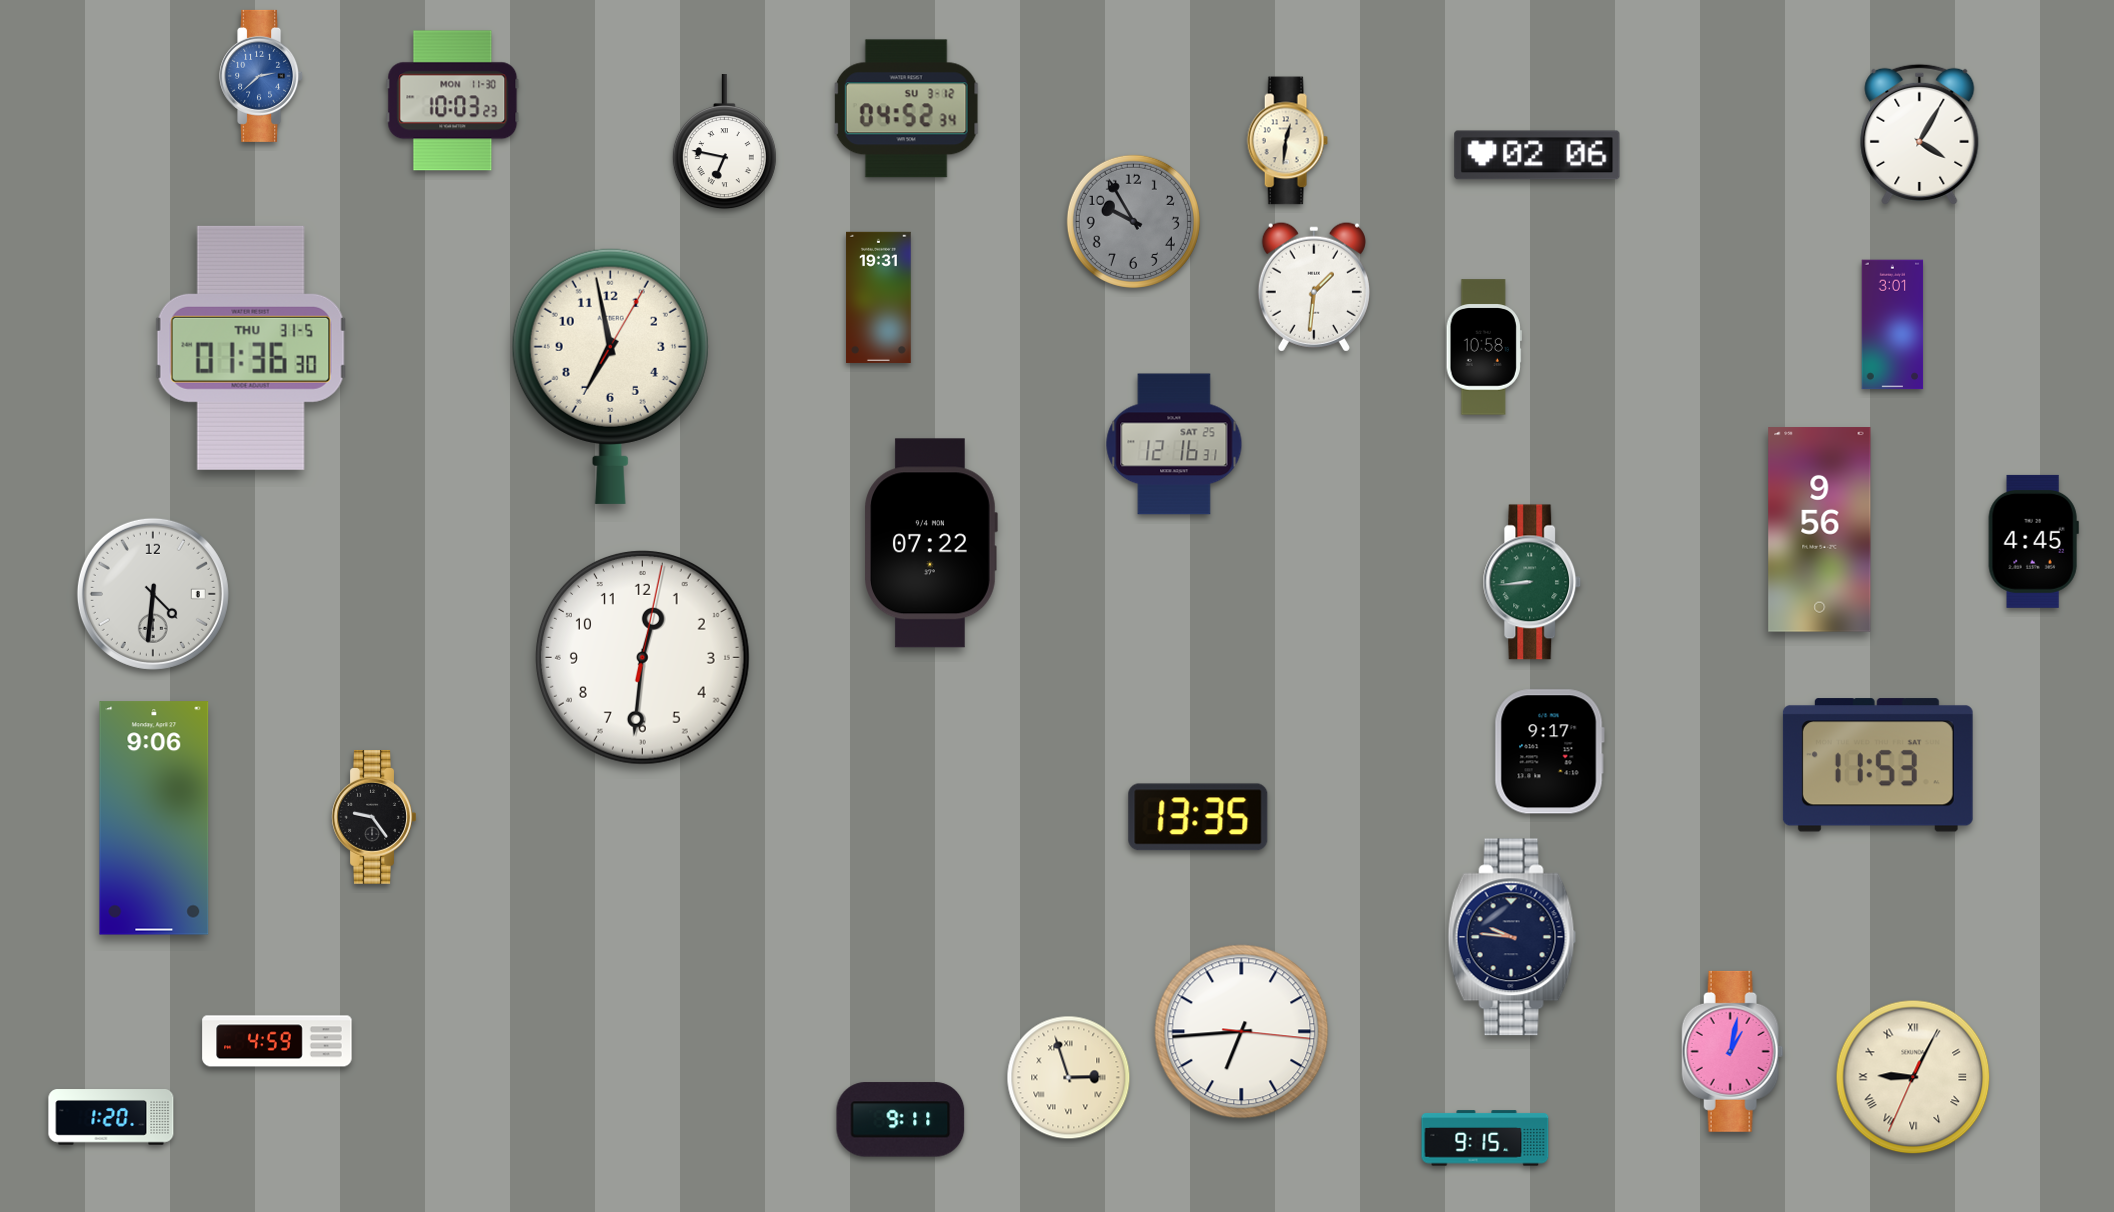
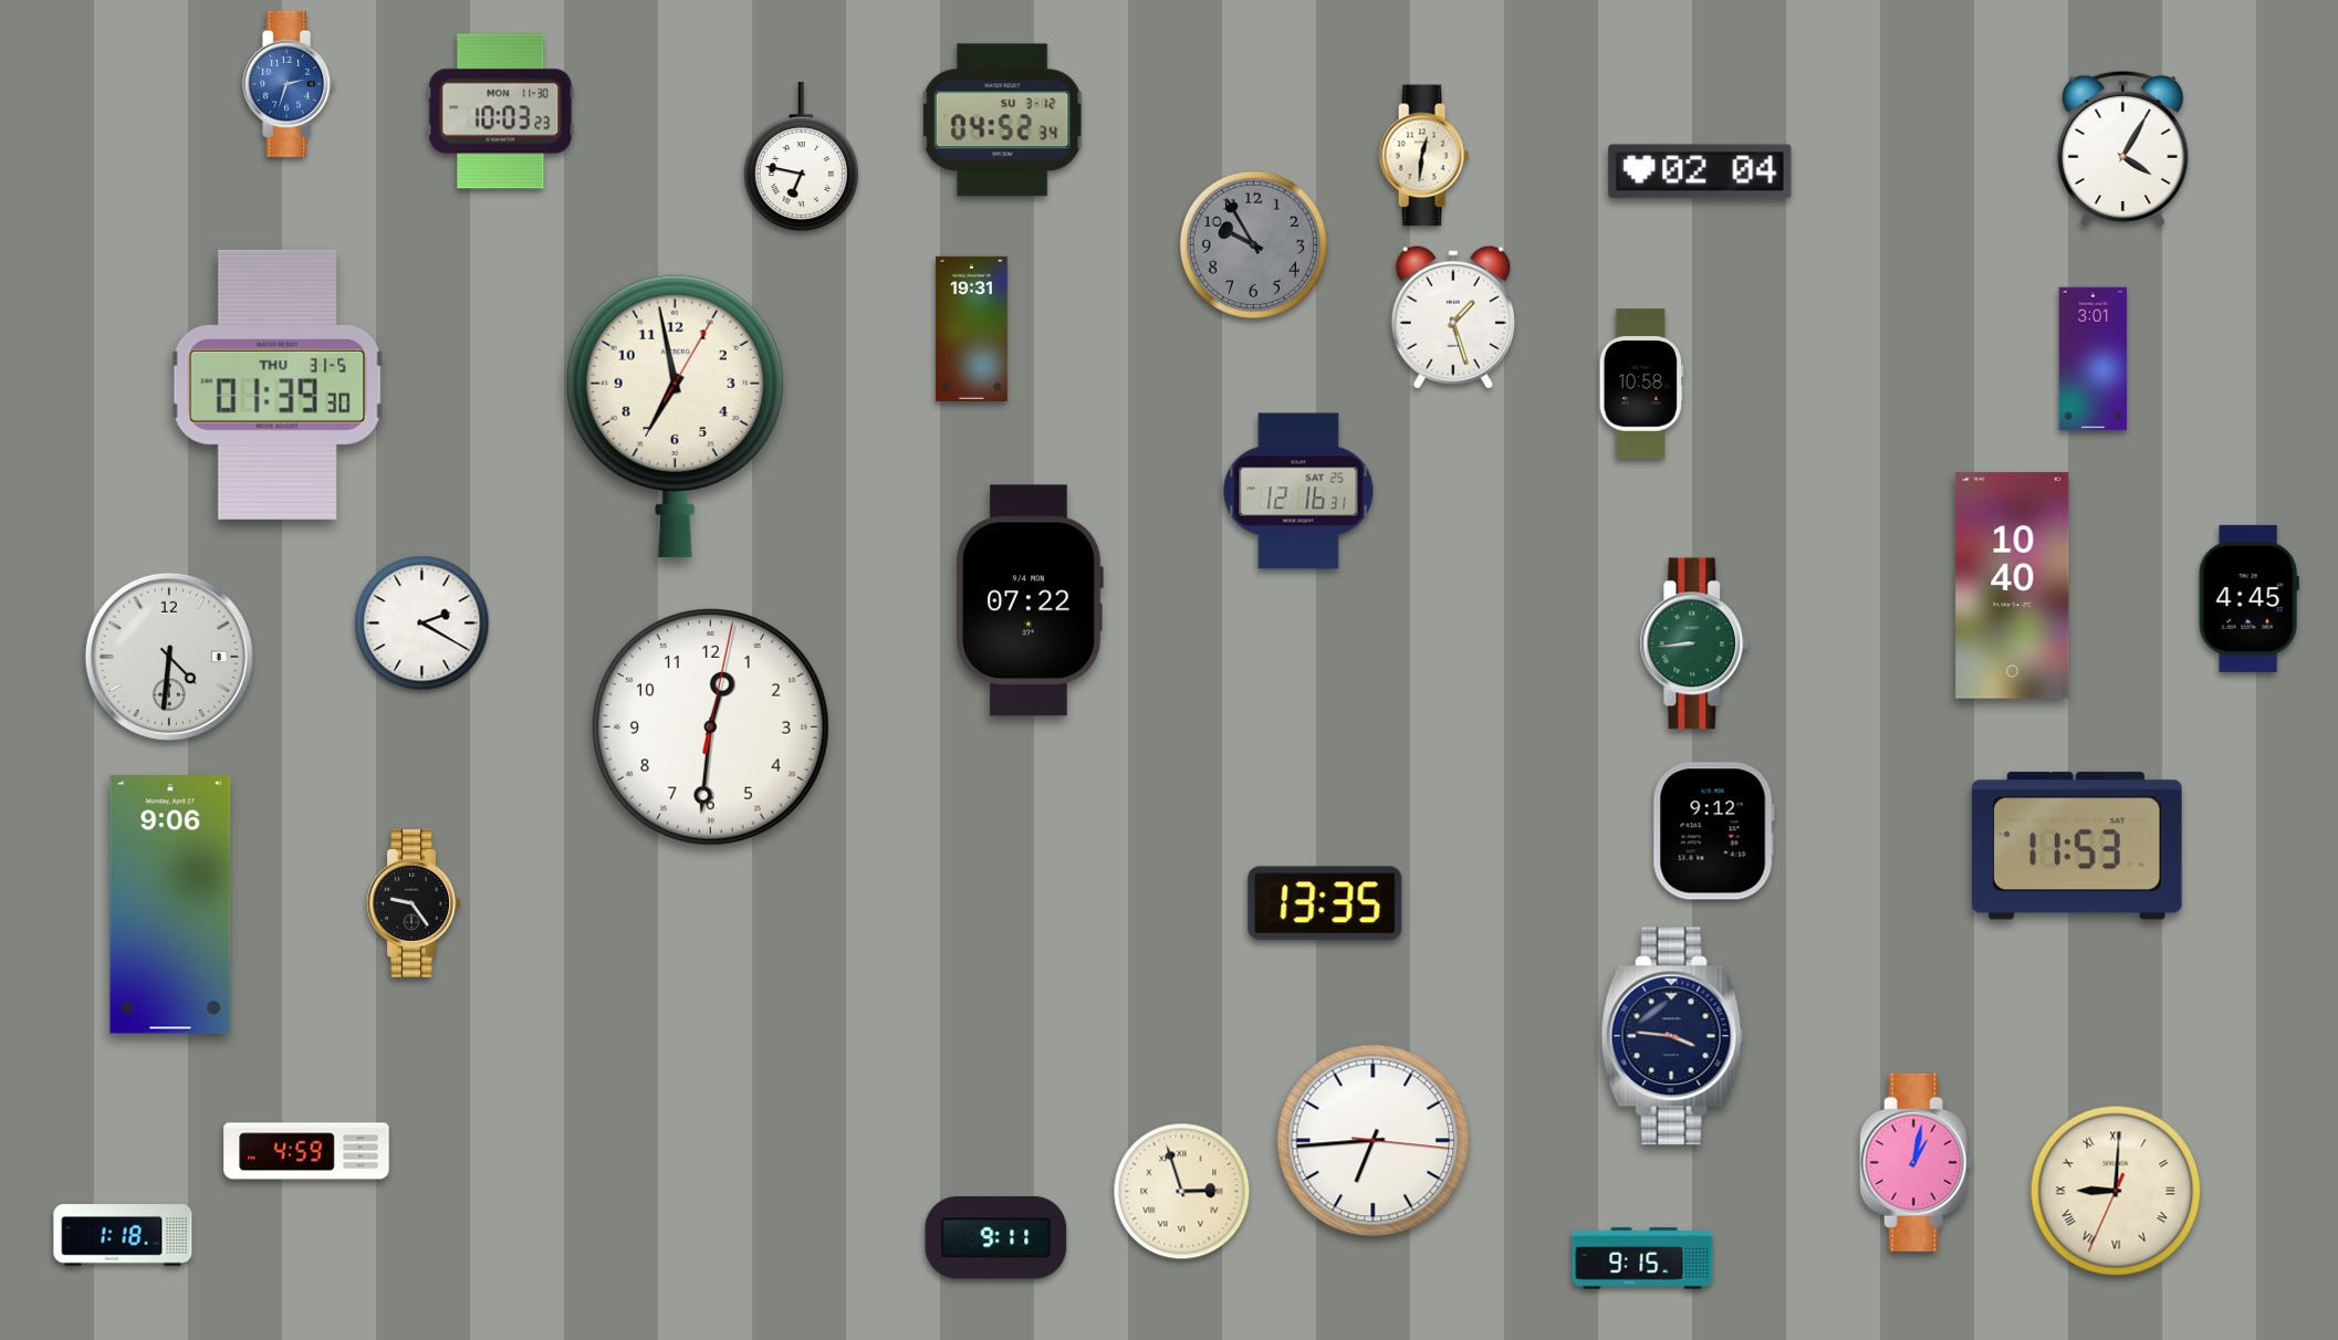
clock at (262, 76): 2:38 -> 2:33
clock at (1537, 155): 02:06 -> 02:04
clock at (1314, 287): 1:31 -> 1:27
clock at (251, 348): 01:36 -> 01:39
clock at (1820, 530): 9:56 -> 10:40
clock at (422, 624): none -> 2:20
clock at (1549, 752): 9:17 -> 9:12
clock at (1512, 937): 9:46 -> 3:46
clock at (1913, 1077): 9:04 -> 9:00
clock at (111, 1117): 1:20 -> 1:18
